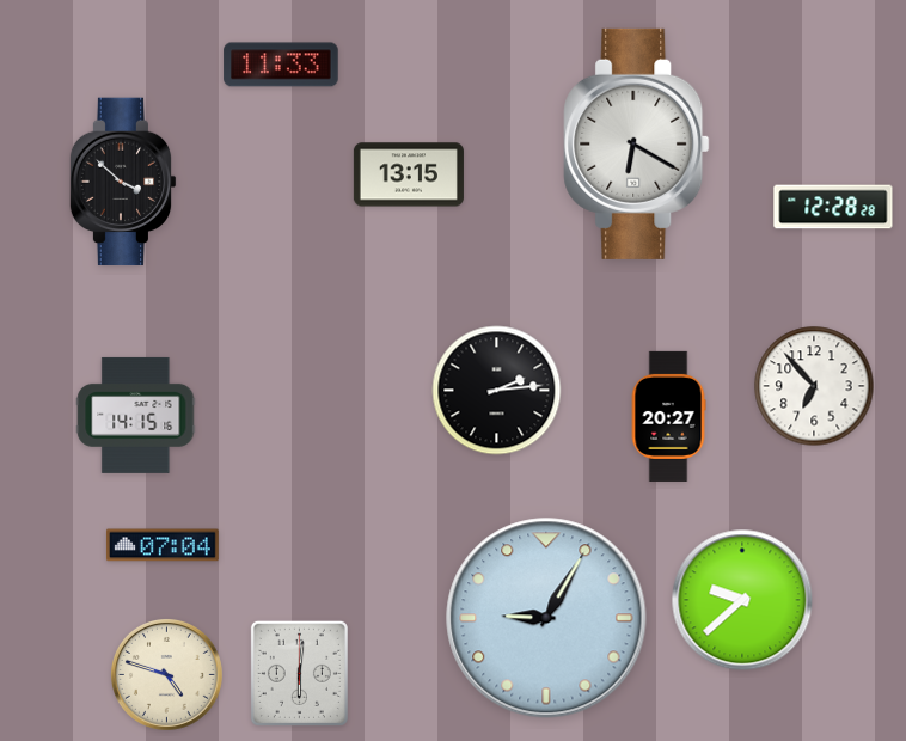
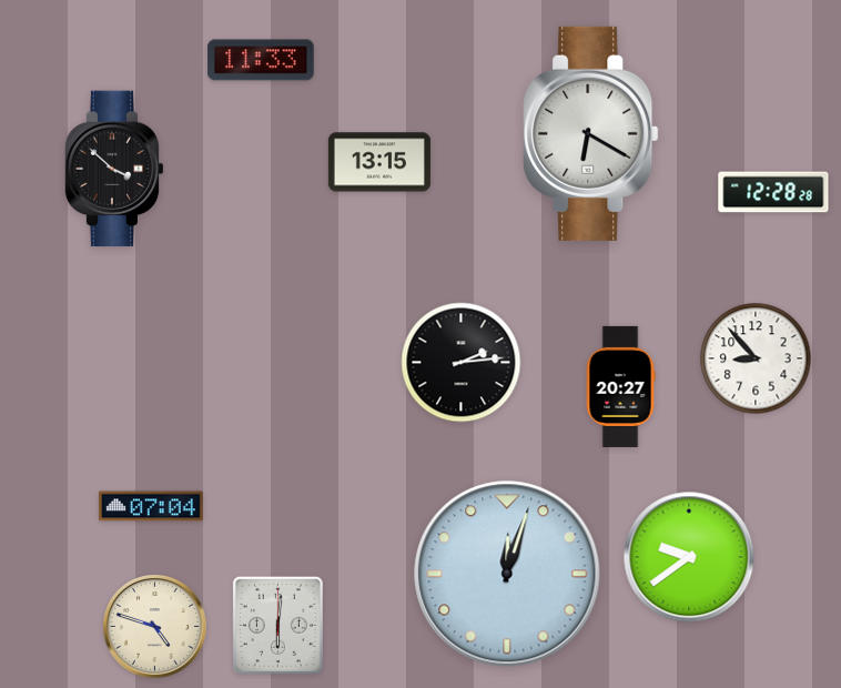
clock at (814, 386): 6:53 -> 8:53
clock at (136, 415): 14:15 -> none
clock at (742, 600): 9:38 -> 9:39
clock at (546, 618): 9:05 -> 12:03
